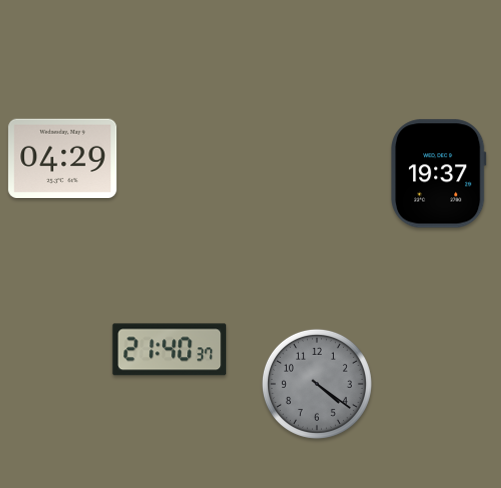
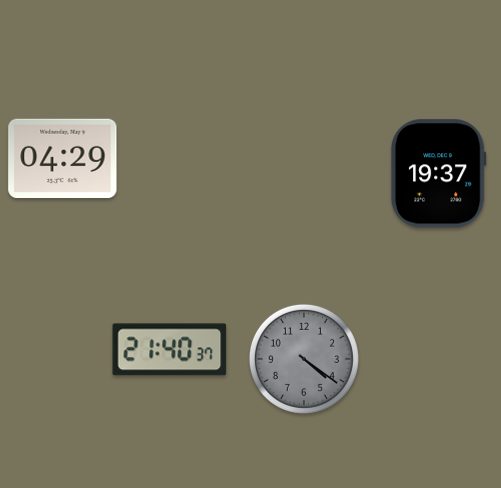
clock at (317, 384) position: (317, 384) -> (304, 359)
